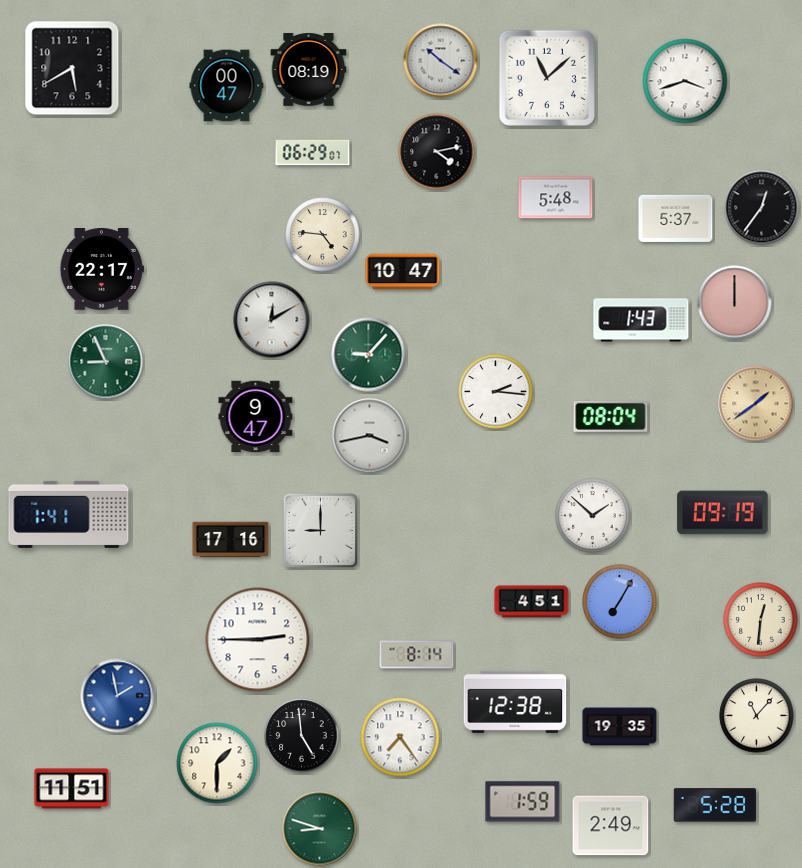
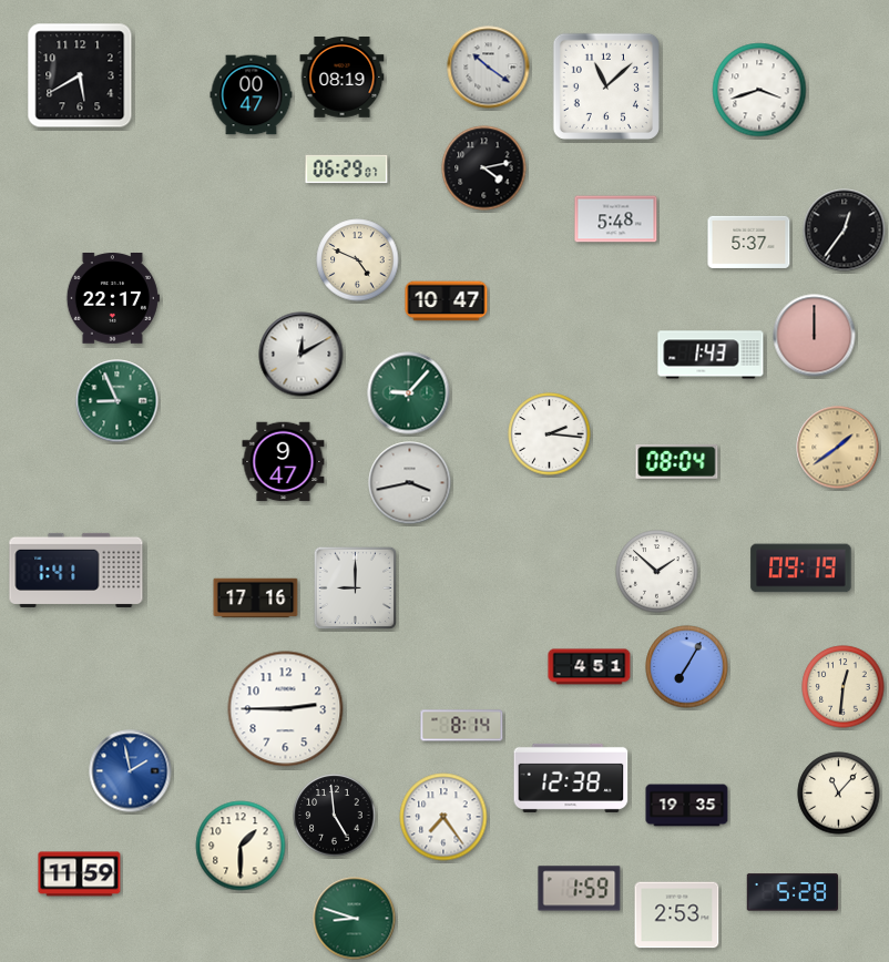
clock at (323, 235): 4:46 -> 4:49
clock at (72, 789): 11:51 -> 11:59
clock at (611, 826): 2:49 -> 2:53
